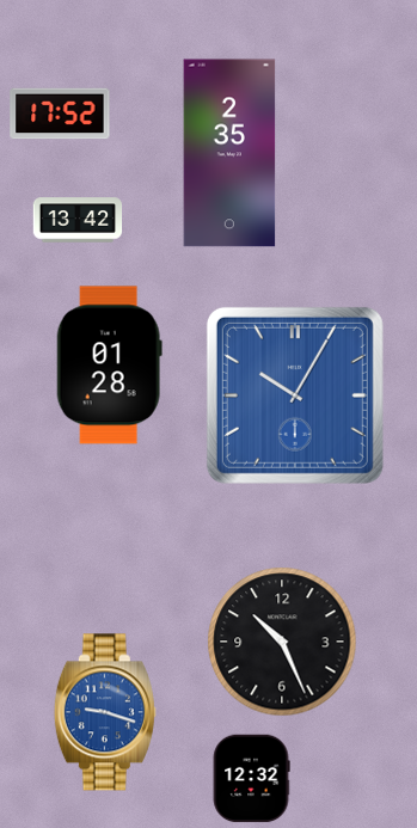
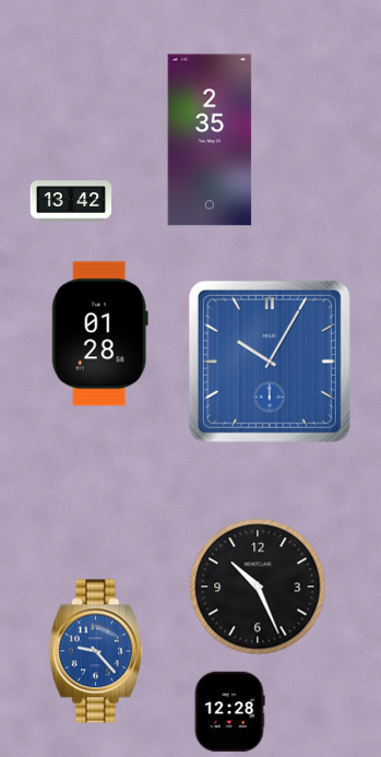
clock at (60, 114): 17:52 -> none
clock at (105, 712): 9:18 -> 9:23
clock at (251, 779): 12:32 -> 12:28
